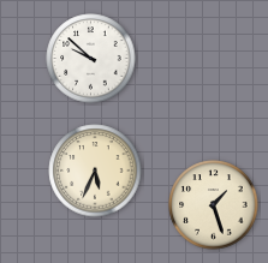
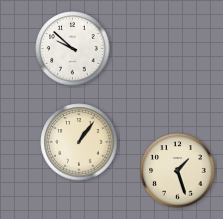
clock at (91, 59) position: (91, 59) -> (73, 49)
clock at (95, 171): 5:34 -> 1:06
